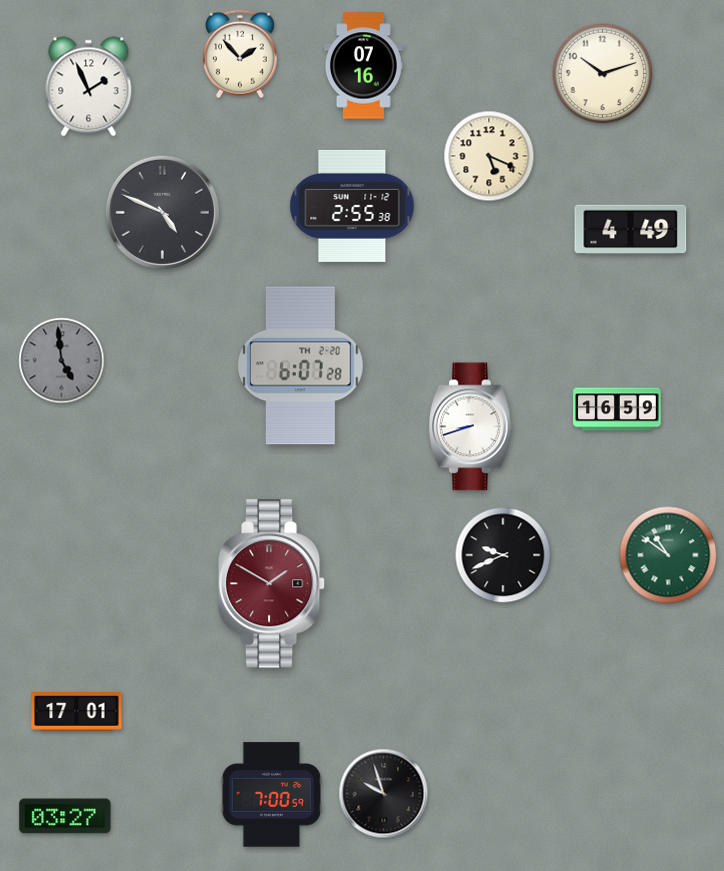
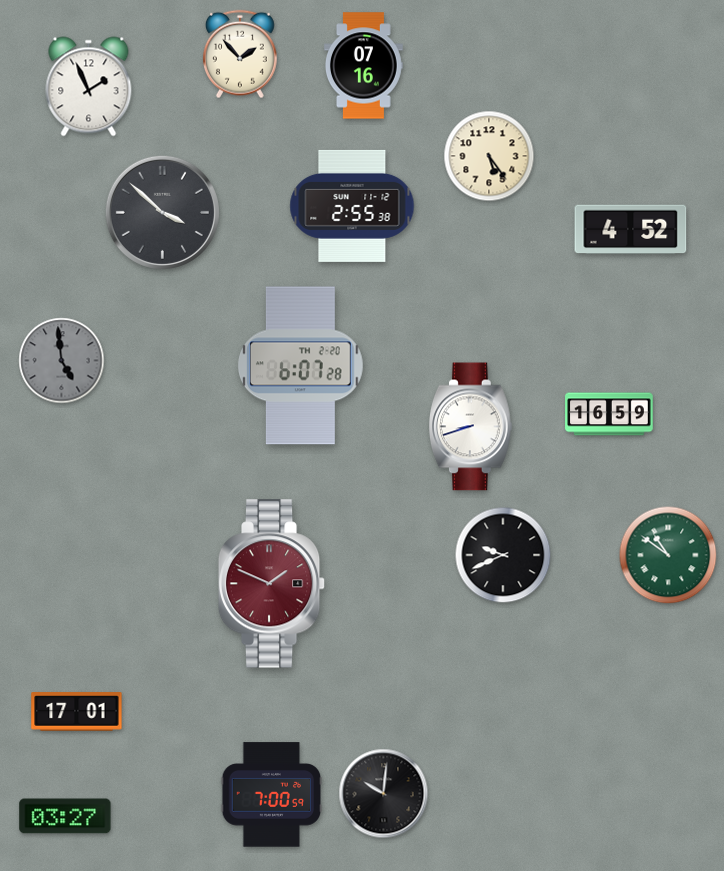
clock at (603, 74): 10:12 -> none
clock at (489, 156): 5:19 -> 5:24
clock at (162, 212): 4:49 -> 3:52
clock at (631, 230): 4:49 -> 4:52
clock at (617, 409) position: (617, 409) -> (609, 414)
clock at (272, 584): 1:50 -> 1:49
clock at (384, 794): 9:57 -> 10:01
